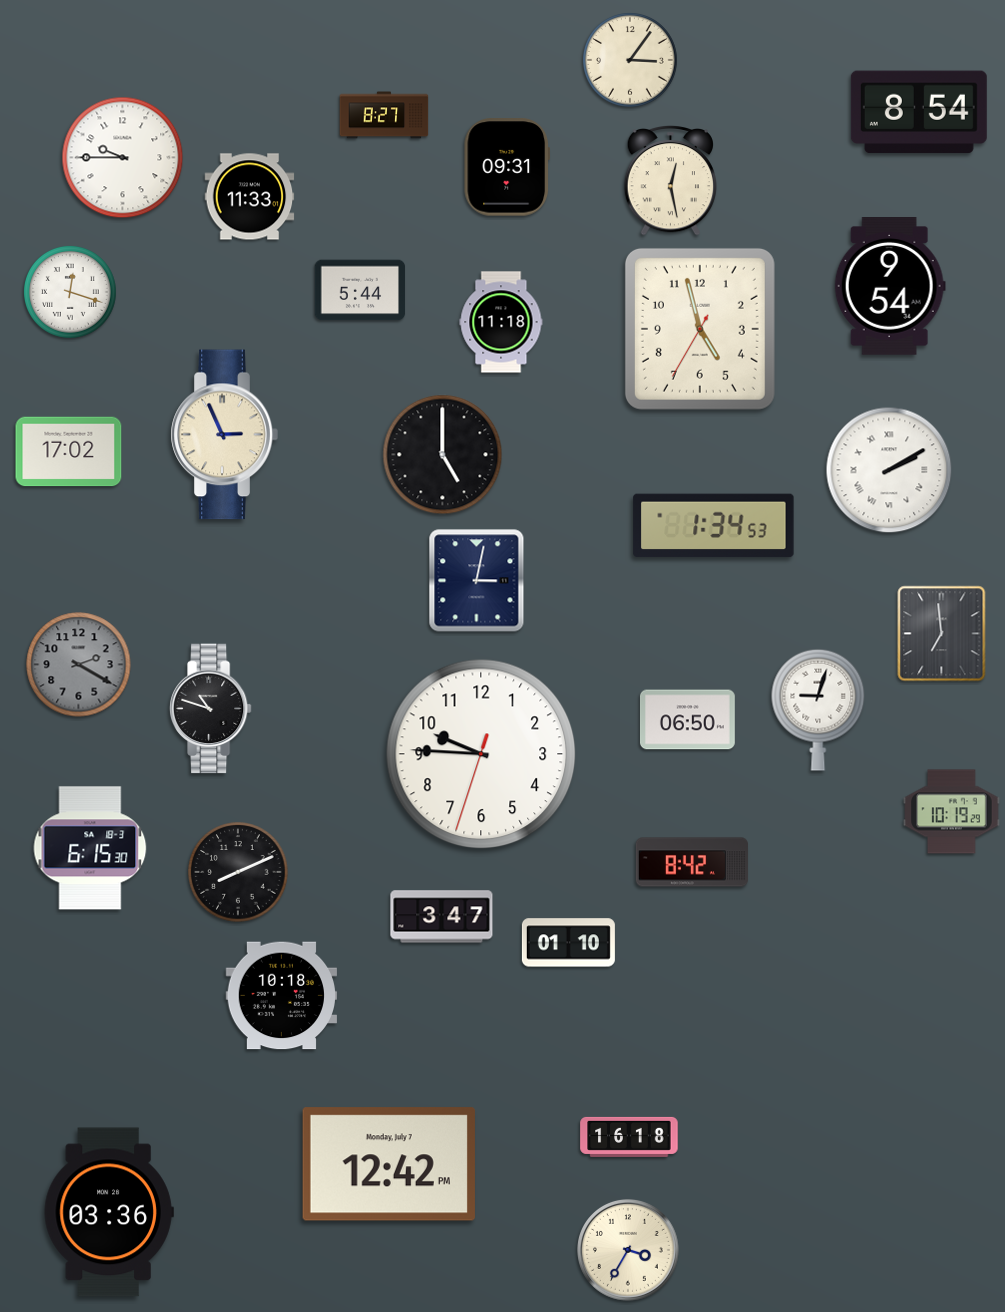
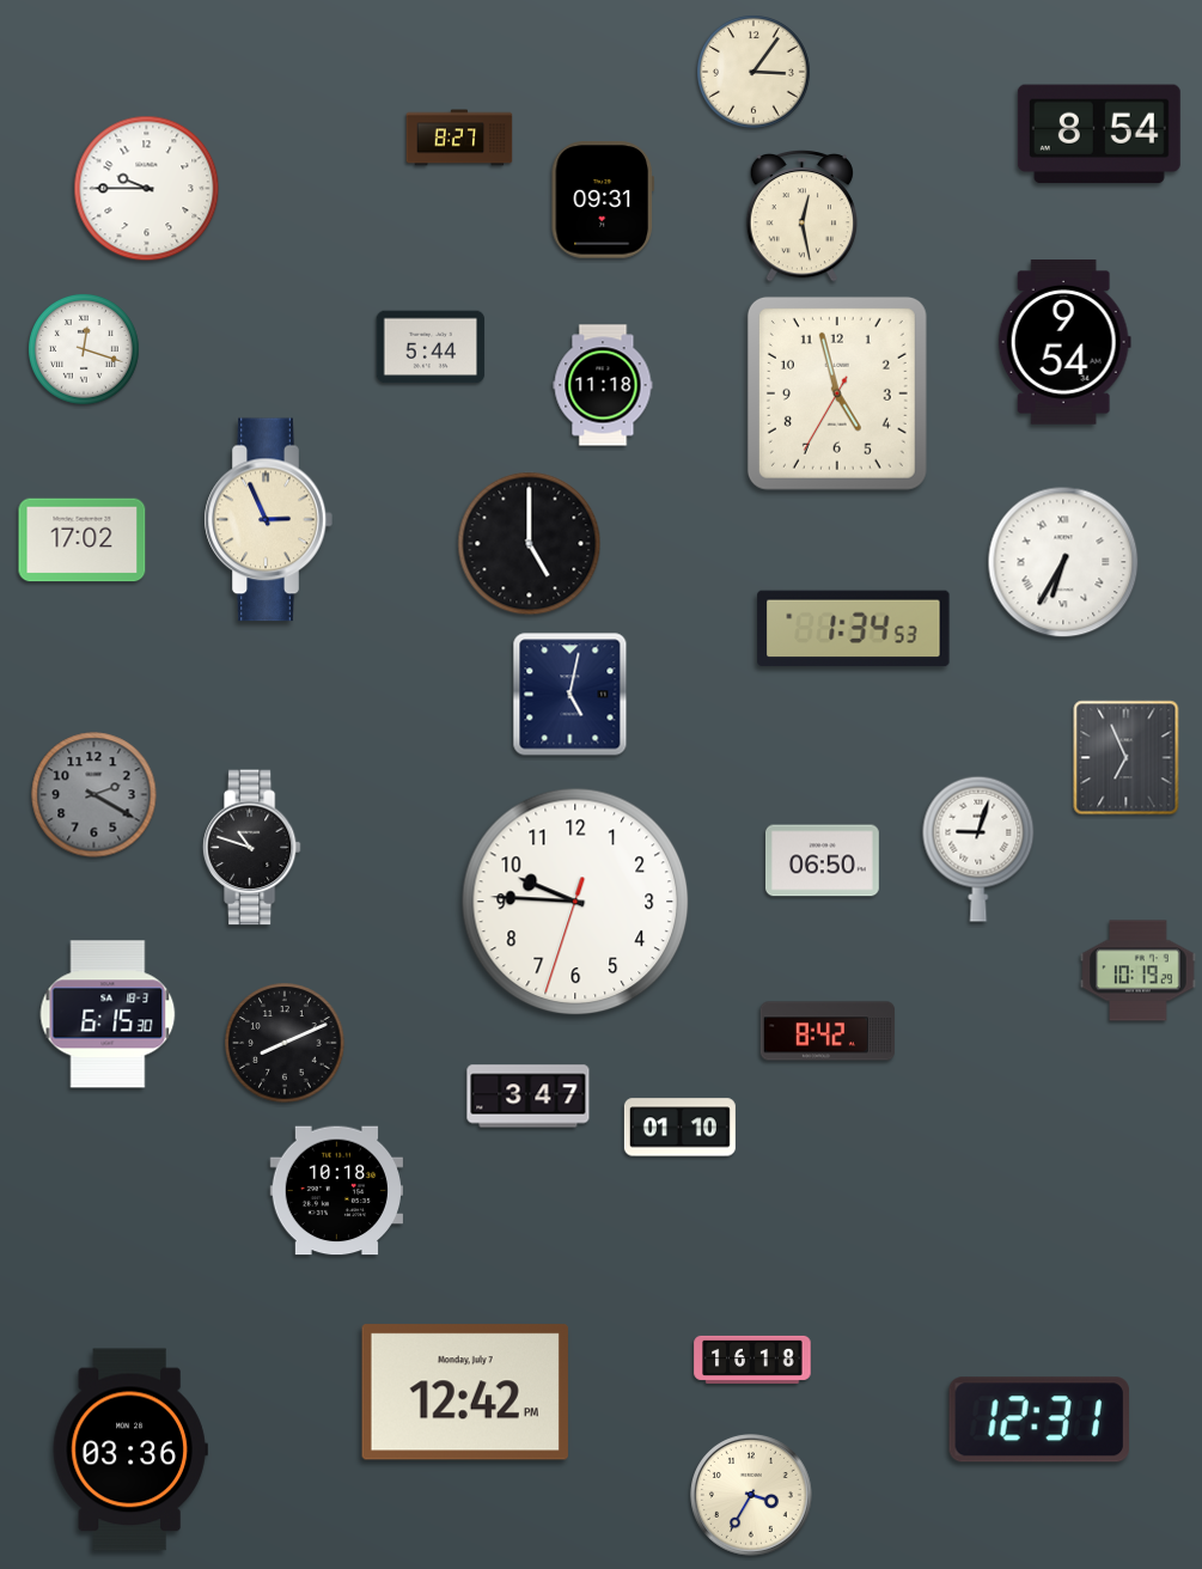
clock at (506, 167) position: (506, 167) -> (602, 200)
clock at (250, 197): 11:33 -> none
clock at (501, 322) position: (501, 322) -> (603, 385)
clock at (889, 470): 2:10 -> 6:35
clock at (477, 581): 3:02 -> 5:02
clock at (942, 634): 6:59 -> 6:56
clock at (1038, 1420): none -> 12:31
